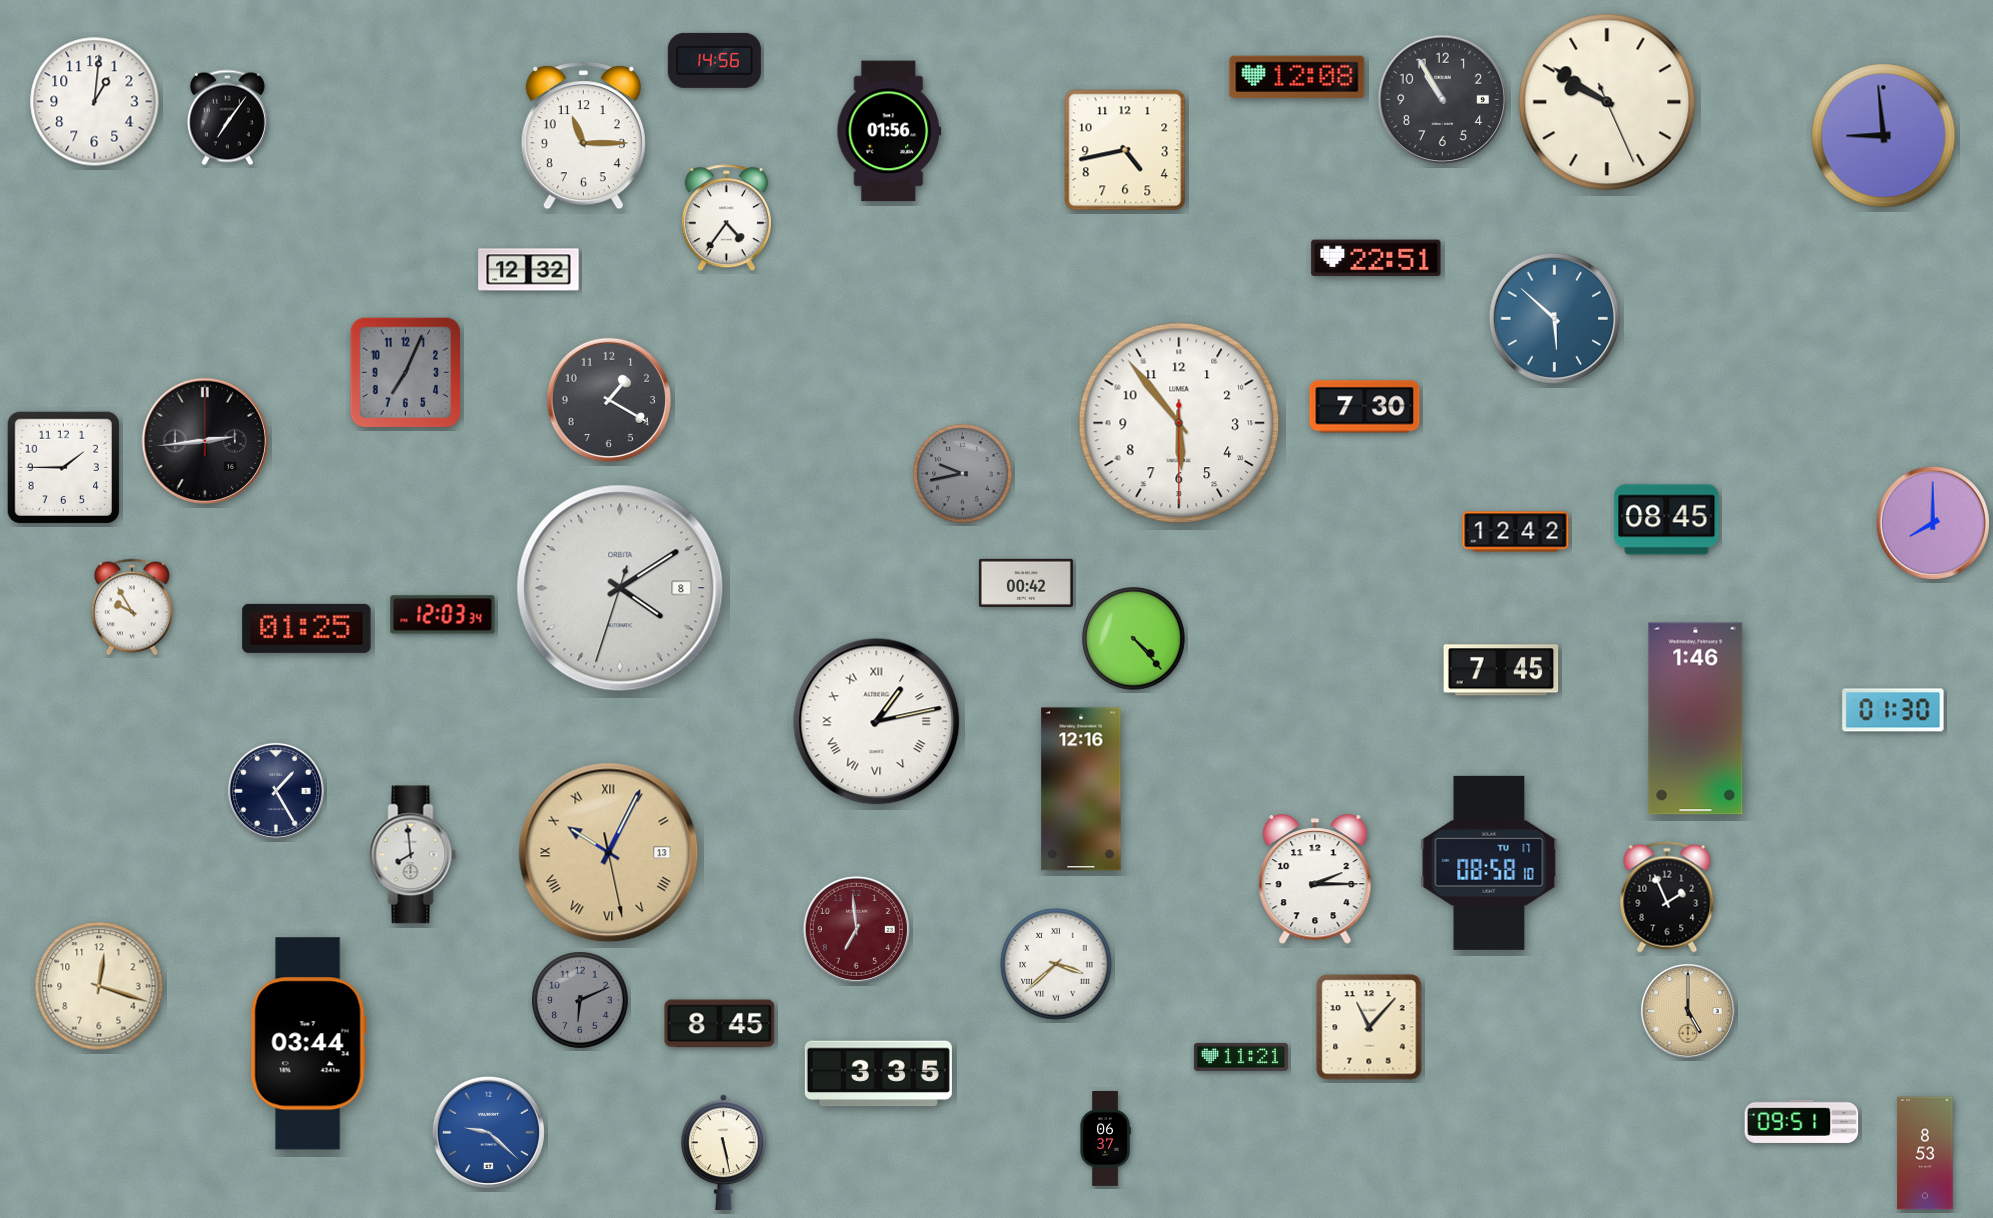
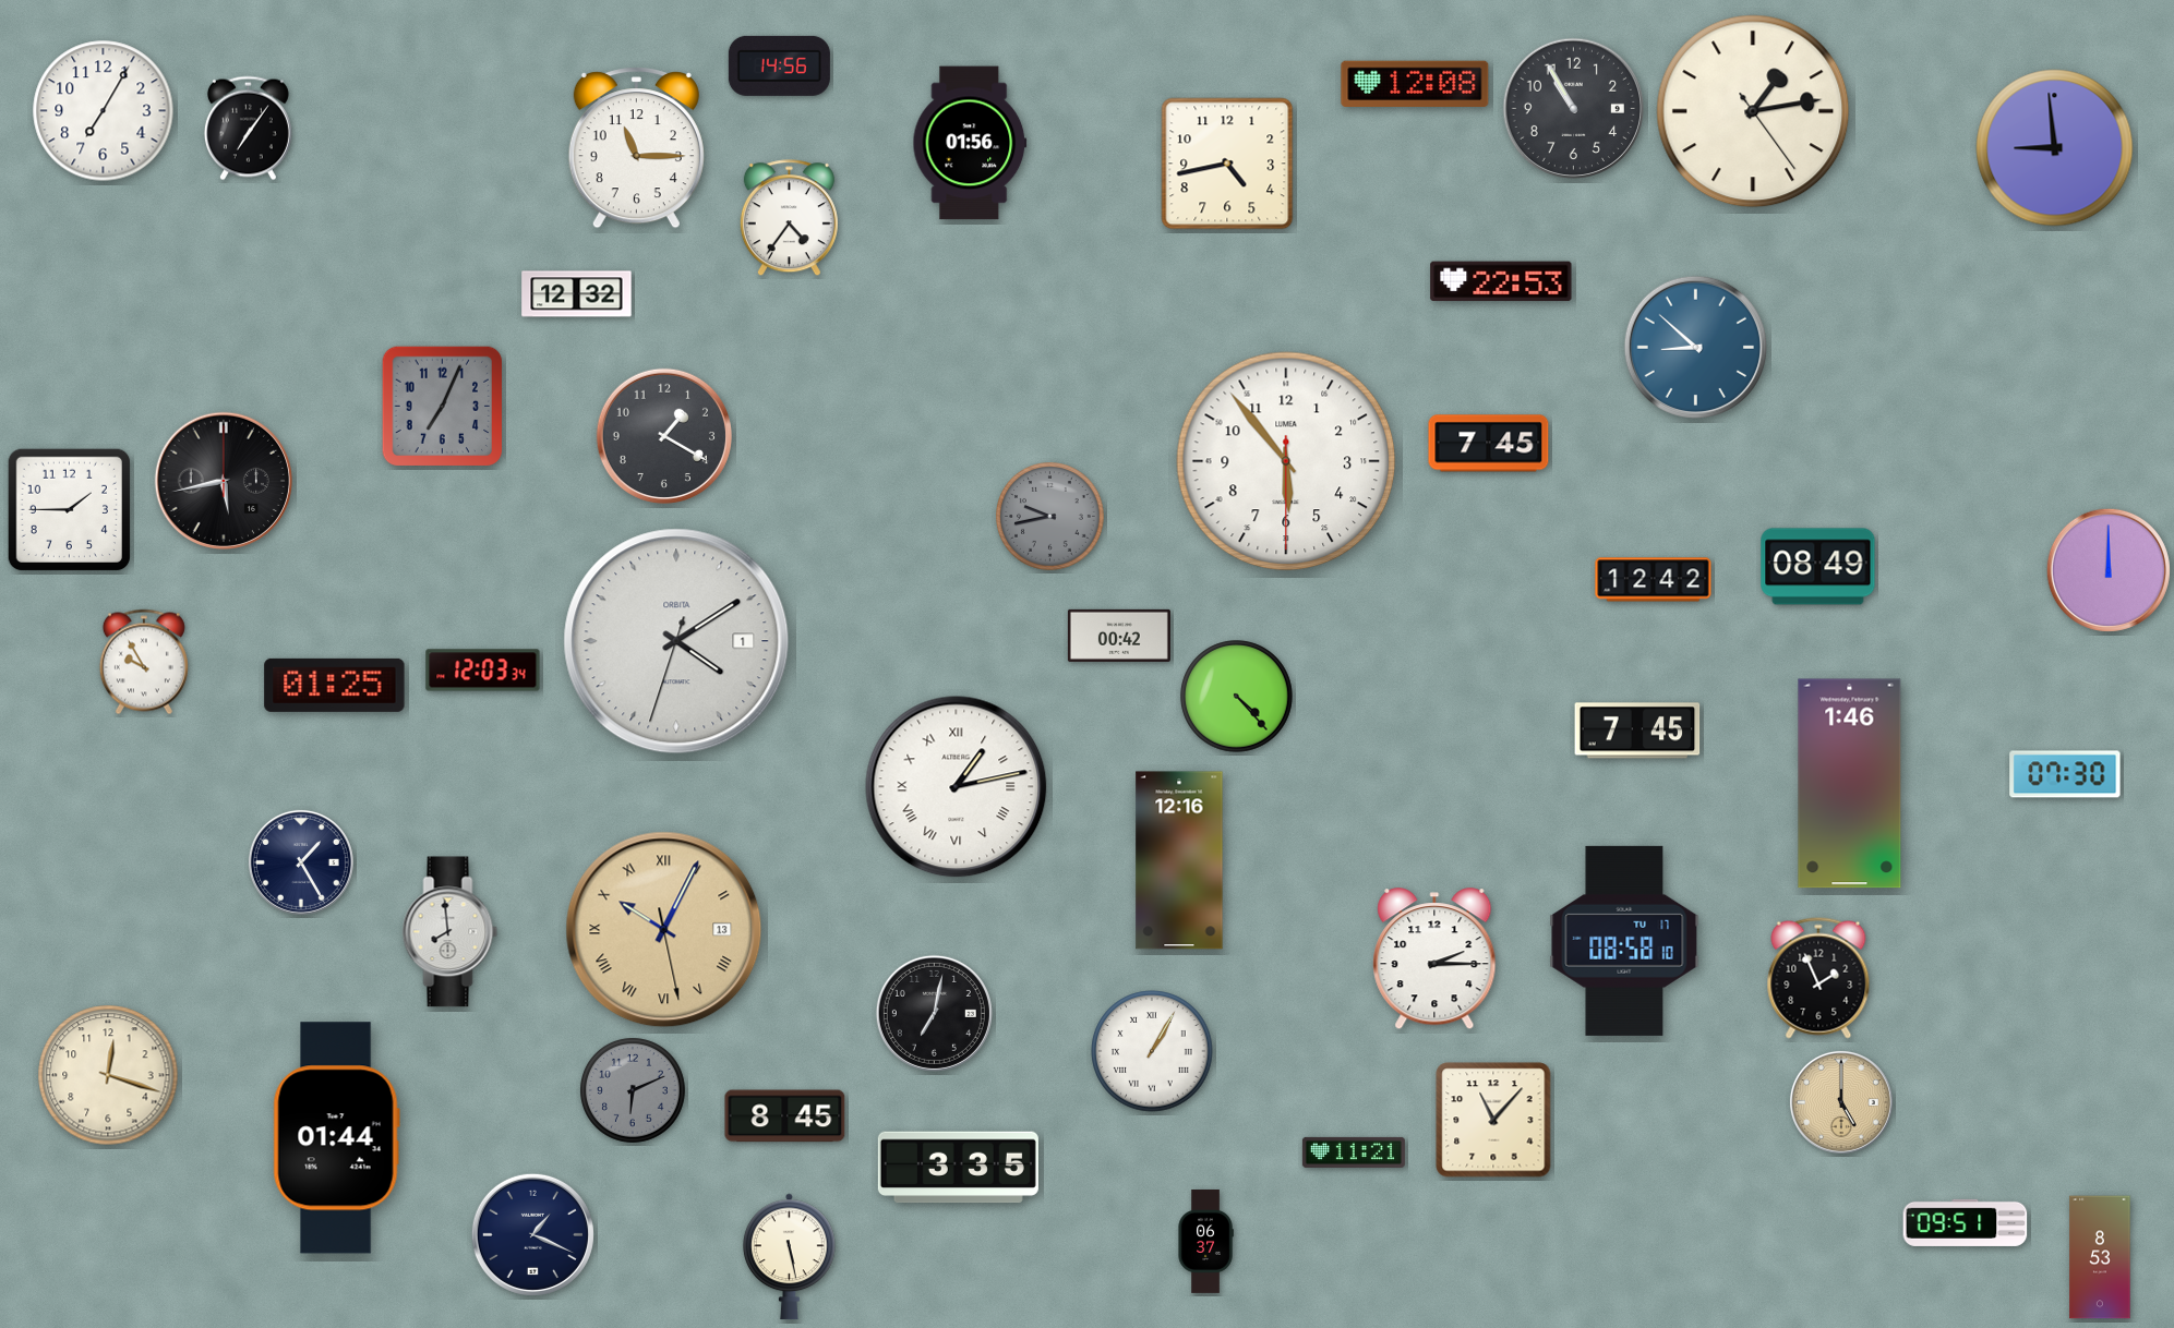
clock at (95, 102): 1:01 -> 7:05
clock at (1607, 102): 9:50 -> 1:13
clock at (726, 218) position: (726, 218) -> (789, 218)
clock at (1376, 258): 22:51 -> 22:53
clock at (1554, 318): 5:52 -> 8:52
clock at (1365, 407): 7:30 -> 7:45
clock at (204, 440): 2:44 -> 5:43
clock at (1667, 520): 08:45 -> 08:49
clock at (1933, 523): 8:00 -> 12:00
clock at (620, 588) date: 8 -> 1
clock at (1893, 710): 01:30 -> 07:30
clock at (856, 929): 6:59 -> 7:02
clock at (856, 929) dial: burgundy -> black
clock at (1056, 964): 3:38 -> 1:05
clock at (308, 1044): 03:44 -> 01:44
clock at (878, 1074) position: (878, 1074) -> (958, 1168)
clock at (488, 1132): 9:22 -> 1:19
clock at (488, 1132) dial: blue -> navy
